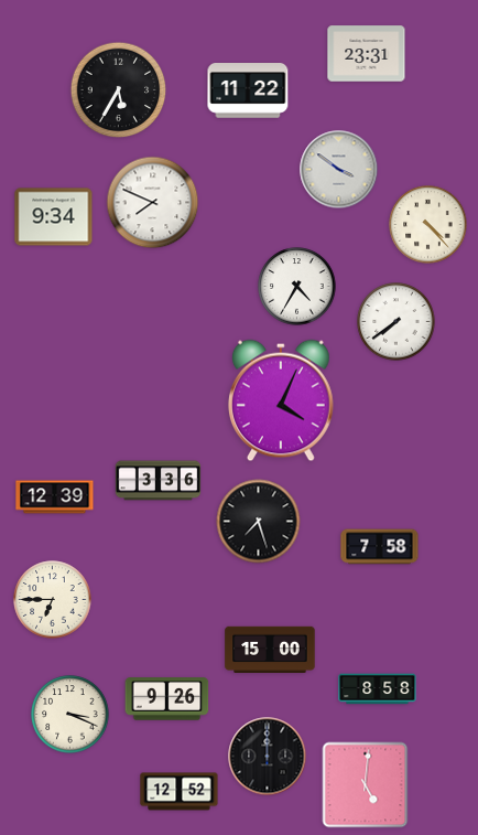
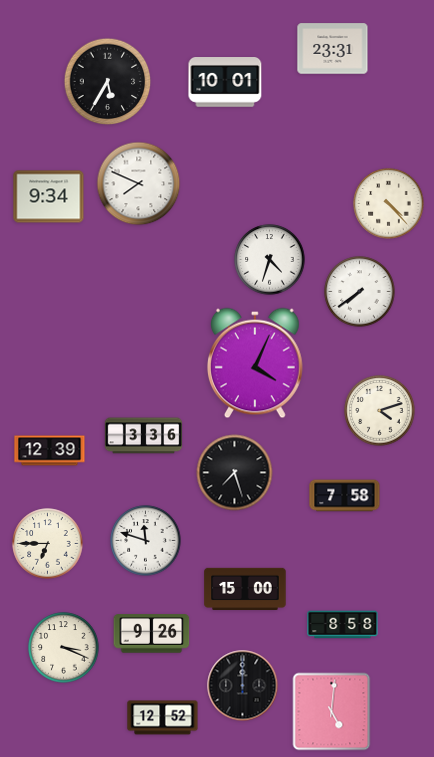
clock at (248, 92): 11:22 -> 10:01
clock at (339, 170): 3:51 -> none
clock at (297, 287): 4:35 -> 4:33
clock at (380, 411): none -> 4:12
clock at (146, 541): none -> 11:48
